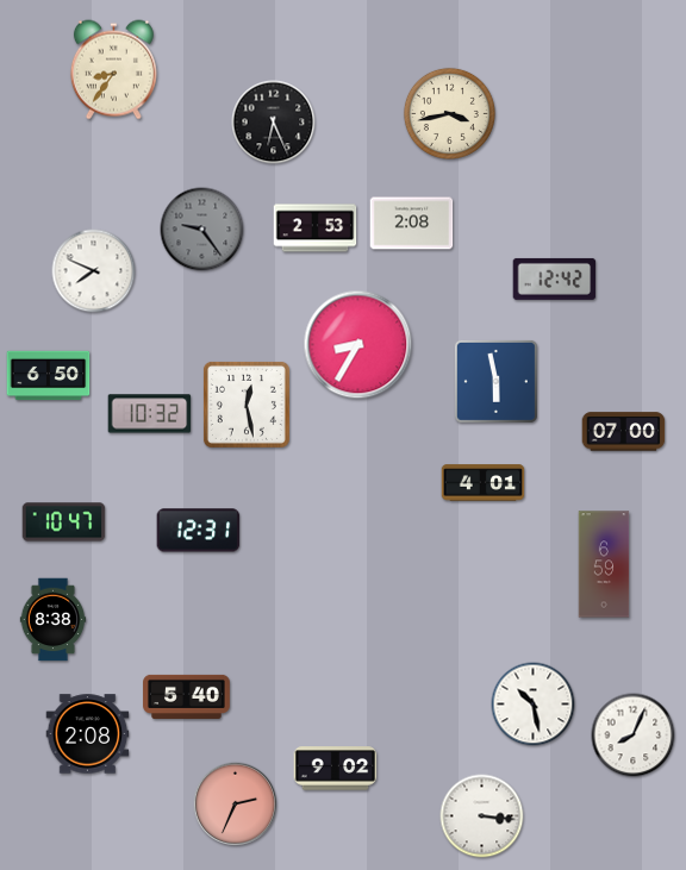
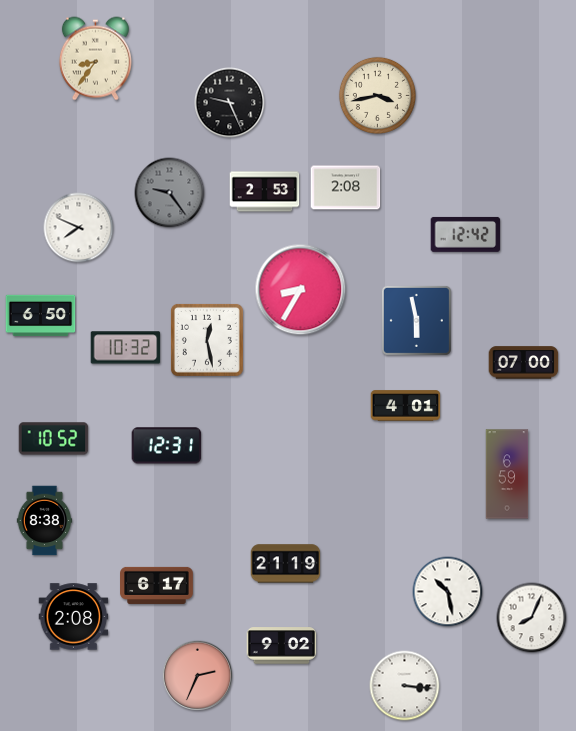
clock at (274, 123): 6:26 -> 9:26
clock at (64, 522): 10:47 -> 10:52
clock at (286, 564): none -> 21:19
clock at (187, 696): 5:40 -> 6:17
